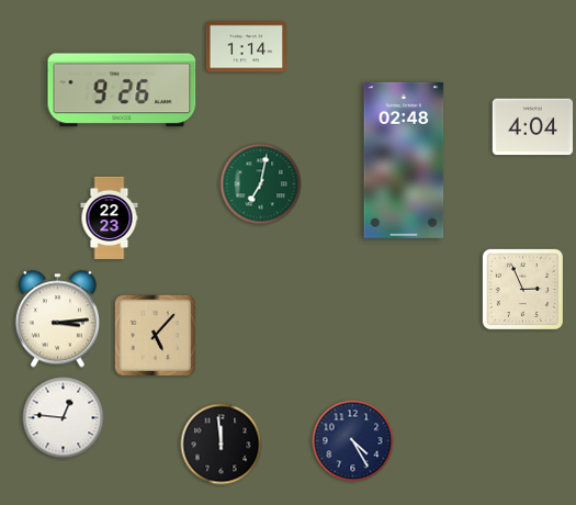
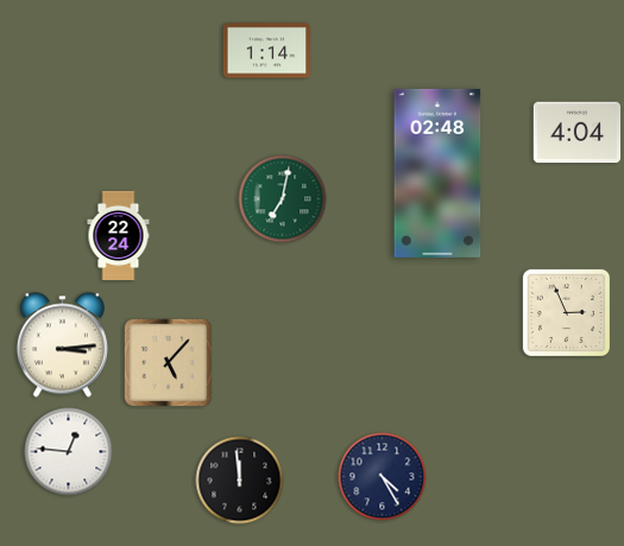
clock at (122, 90): 9:26 -> none
clock at (533, 127) position: (533, 127) -> (578, 133)
clock at (110, 217): 22:23 -> 22:24
